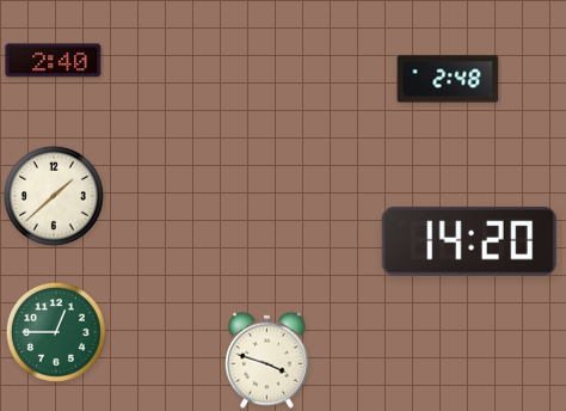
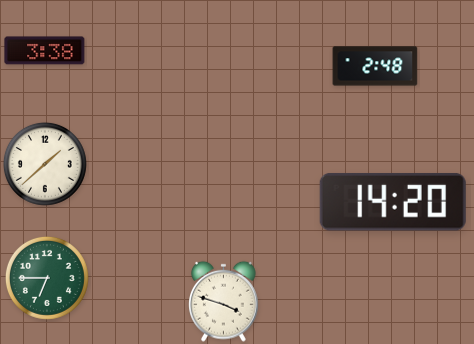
clock at (54, 61): 2:40 -> 3:38
clock at (56, 332): 12:45 -> 6:45
